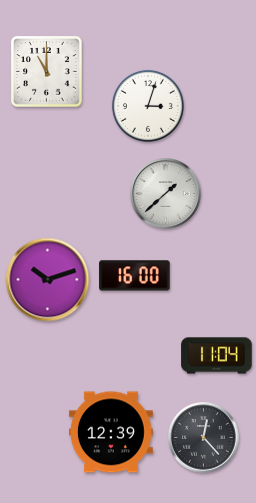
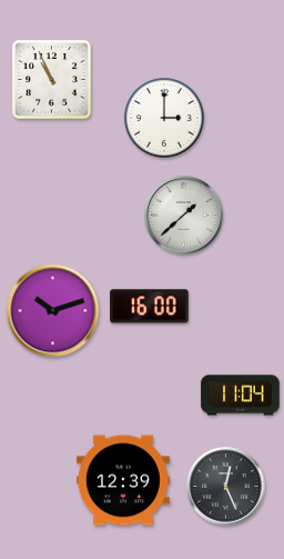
clock at (47, 72): 11:00 -> 10:56
clock at (148, 106): 3:03 -> 3:00
clock at (204, 438): 12:23 -> 12:26
